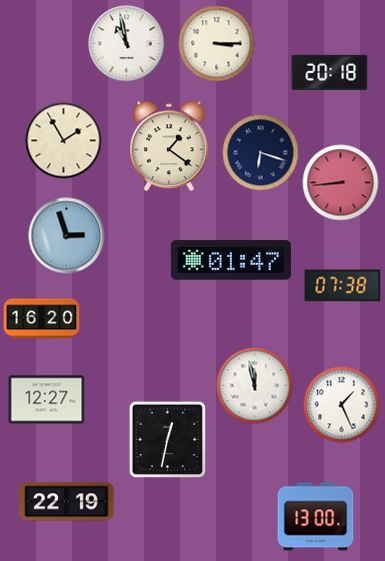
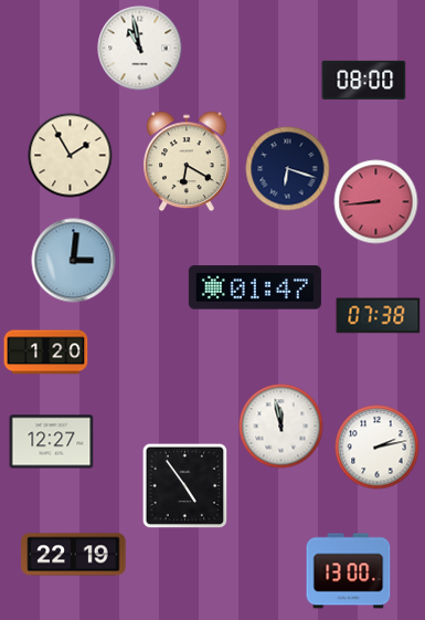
clock at (217, 44): 3:15 -> none
clock at (330, 72): 20:18 -> 08:00
clock at (169, 146): 1:21 -> 6:20
clock at (67, 236): 2:57 -> 3:01
clock at (42, 319): 16:20 -> 1:20
clock at (342, 405): 1:26 -> 2:13
clock at (167, 439): 12:32 -> 4:54
